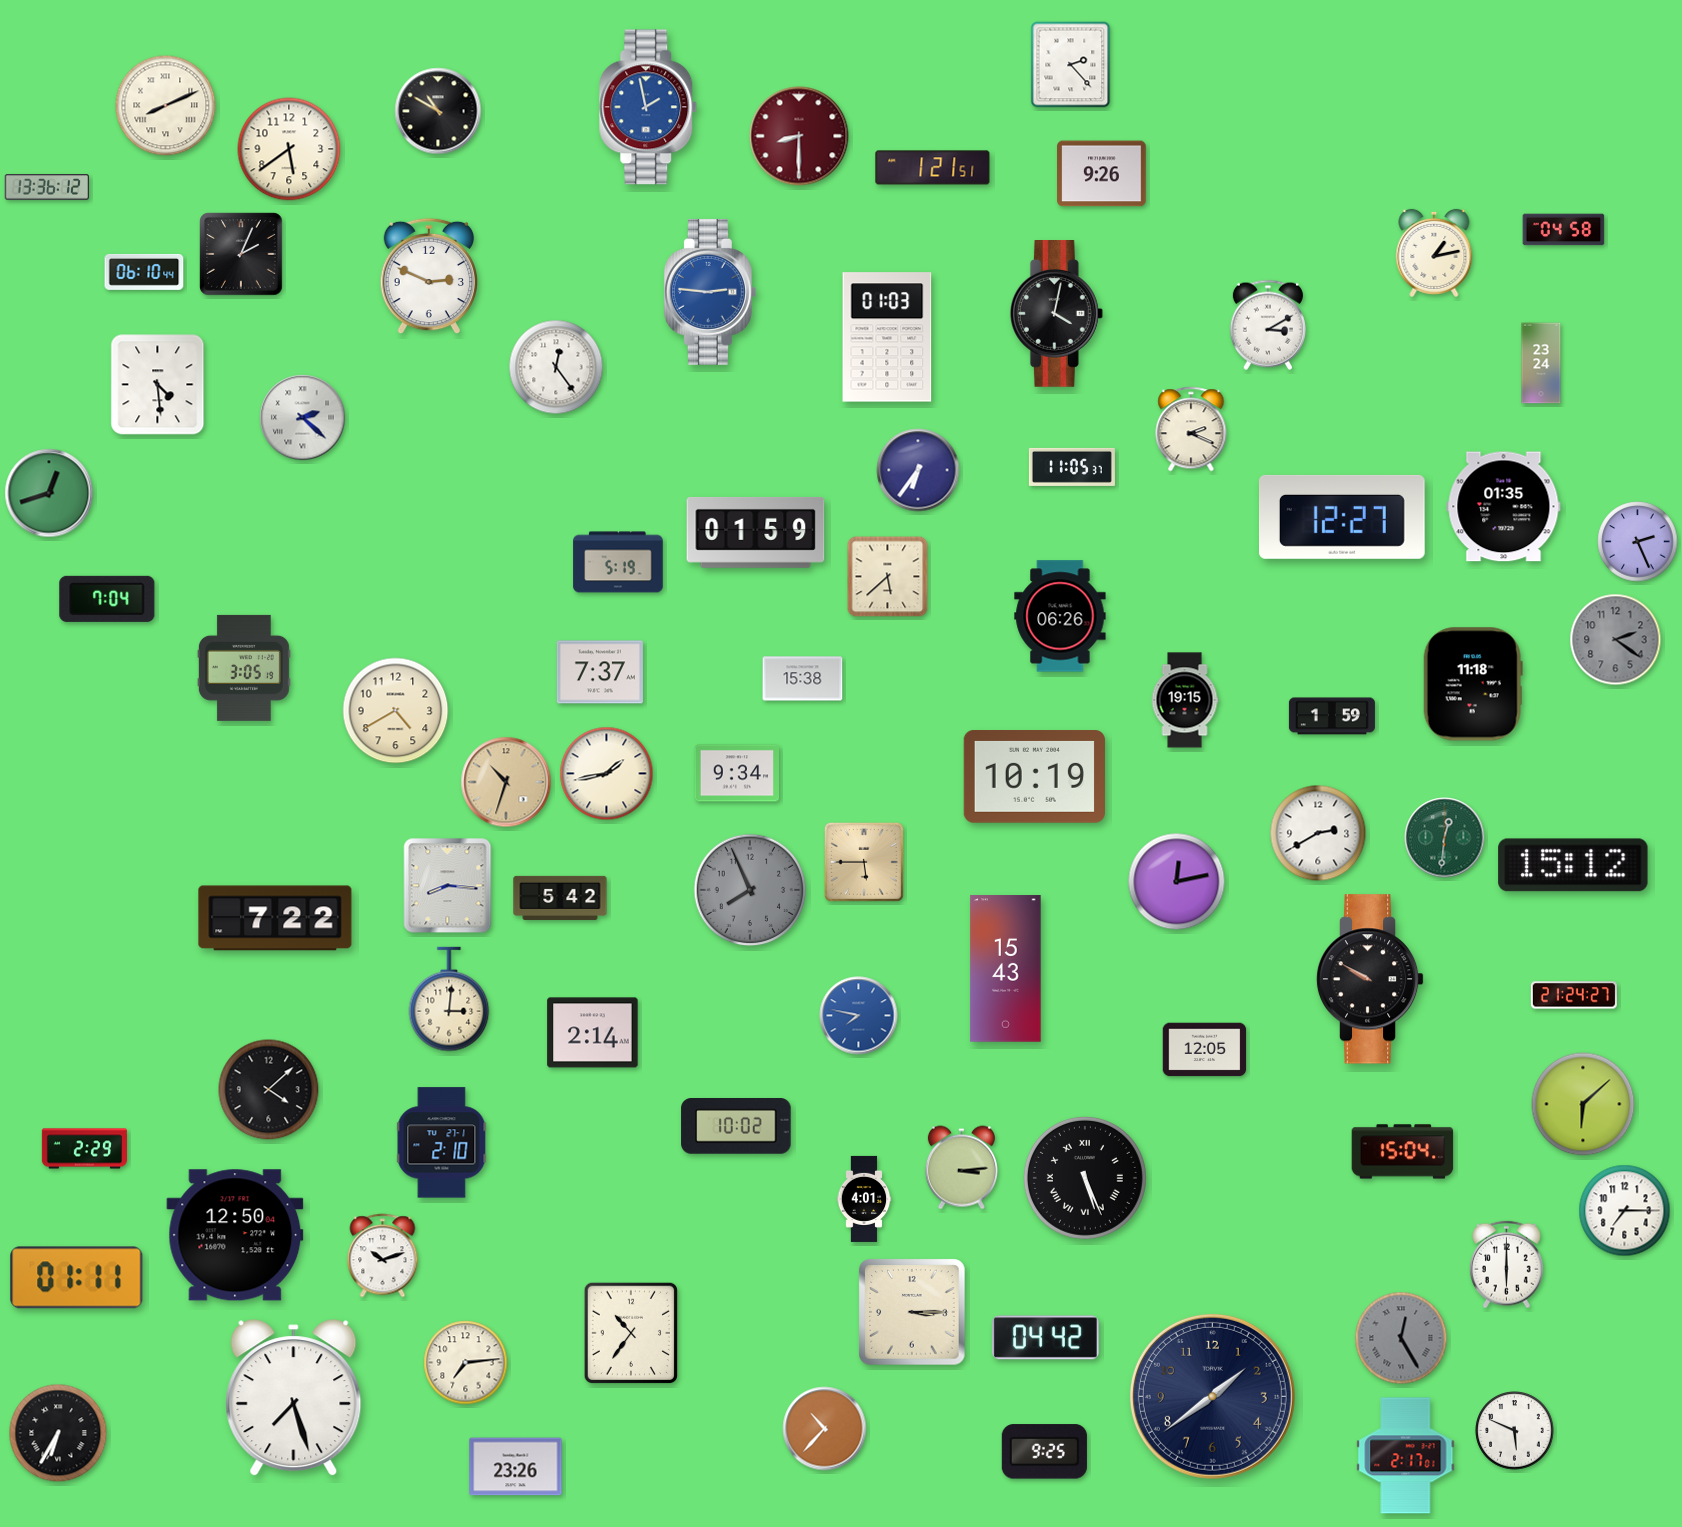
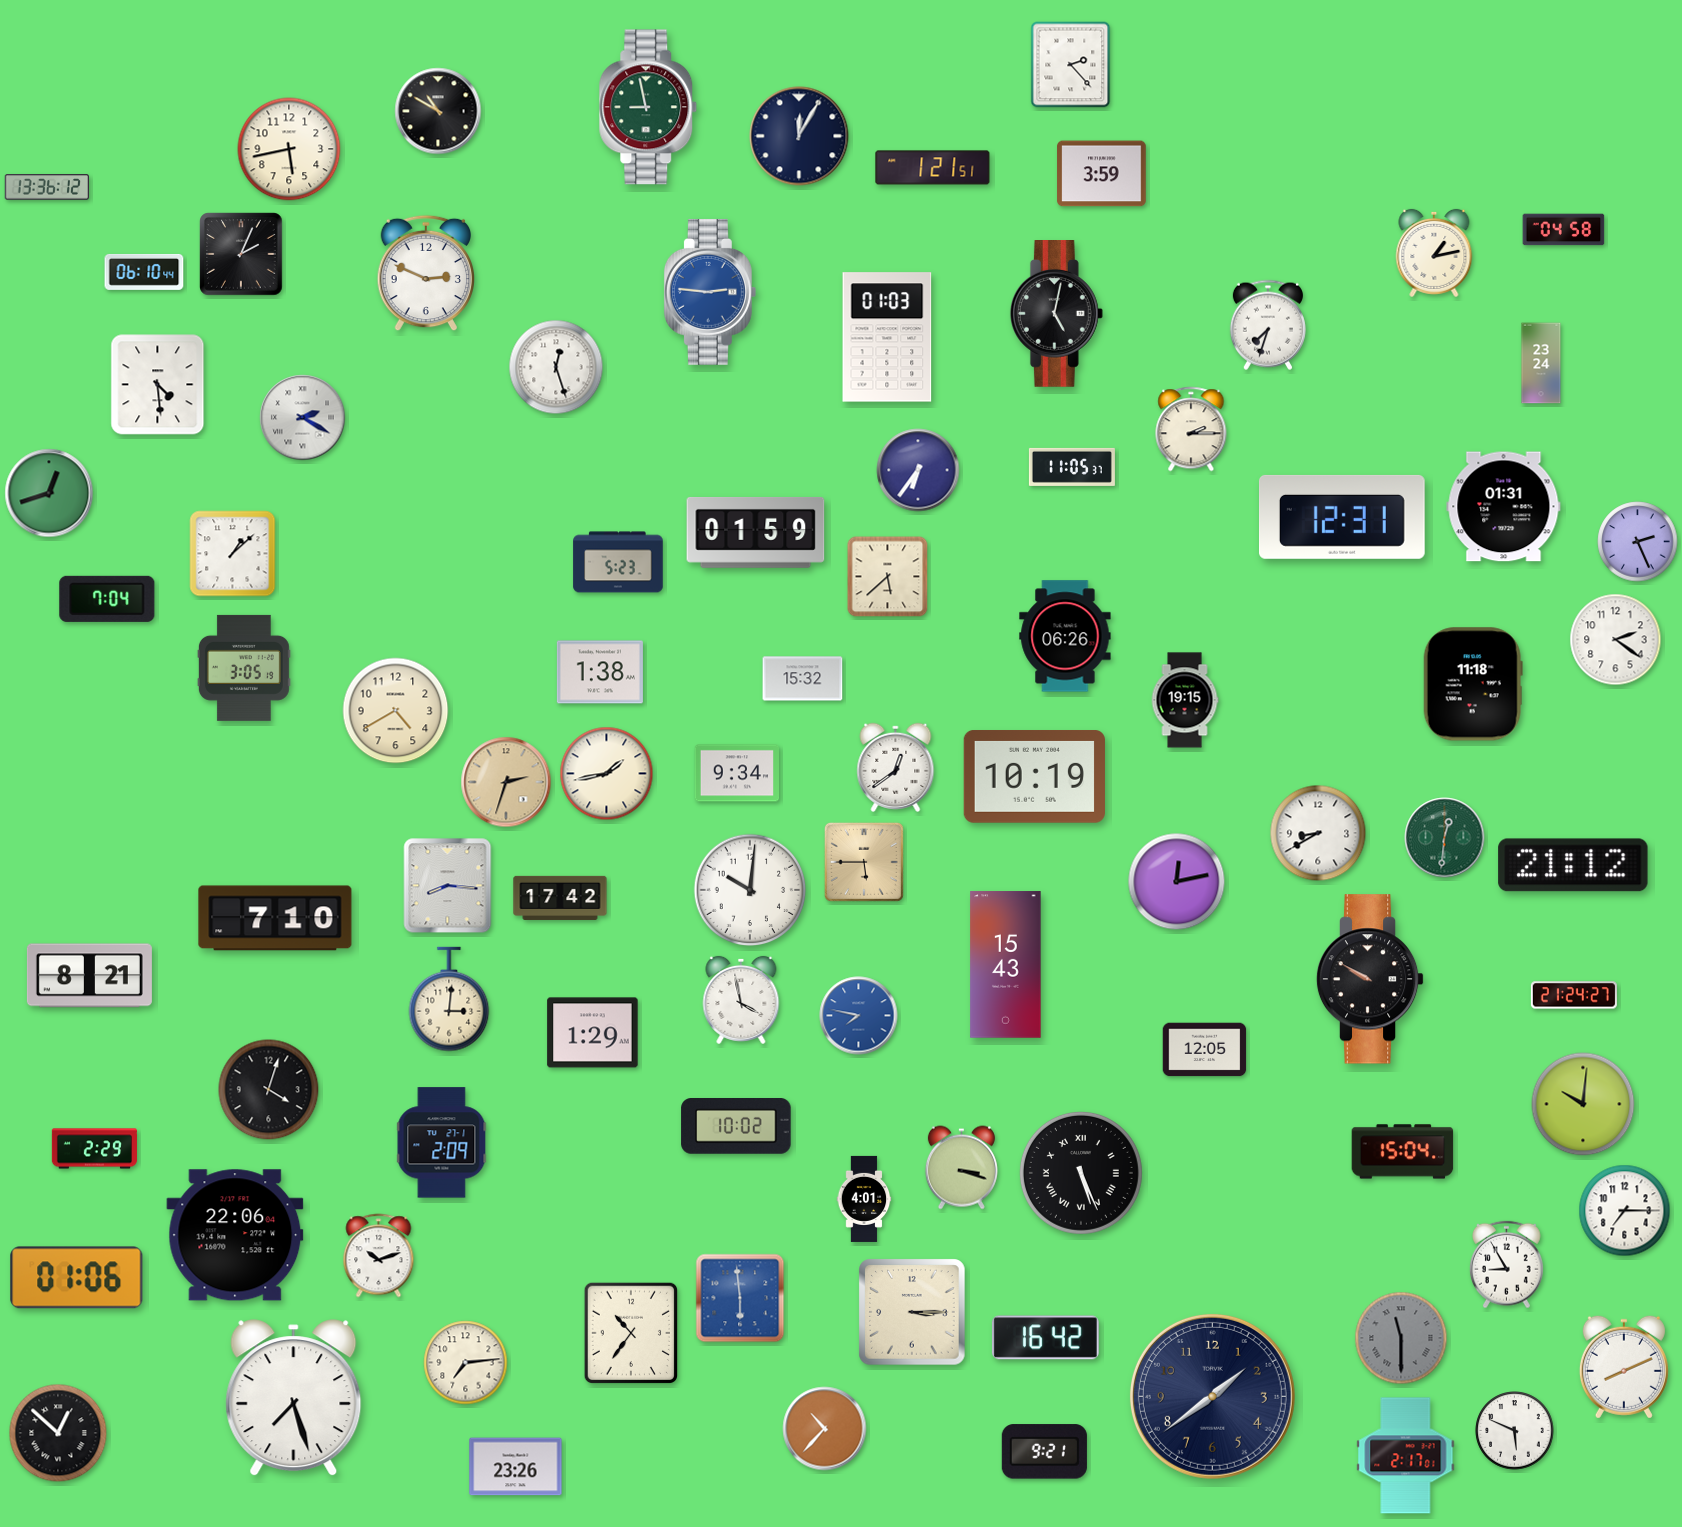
clock at (166, 106): 8:11 -> none
clock at (648, 107): 1:58 -> 8:58
clock at (648, 107) dial: blue -> green
clock at (799, 136): 8:30 -> 12:05
clock at (799, 136) dial: burgundy -> navy
clock at (289, 149): 5:39 -> 5:43
clock at (1102, 174): 9:26 -> 3:59
clock at (429, 276) position: (429, 276) -> (426, 273)
clock at (1056, 314): 4:02 -> 5:02
clock at (1268, 325): 3:10 -> 7:33
clock at (556, 367): 12:24 -> 12:27
clock at (303, 418): 2:22 -> 2:20
clock at (1191, 429): 2:19 -> 2:15
clock at (1504, 507): 01:35 -> 01:31
clock at (1343, 517): 12:27 -> 12:31
clock at (233, 554): none -> 1:08
clock at (618, 562): 5:19 -> 5:23
clock at (1060, 616) position: (1060, 616) -> (1065, 636)
clock at (1616, 640) dial: grey -> white
clock at (600, 672): 7:37 -> 1:38
clock at (803, 679): 15:38 -> 15:32
clock at (1332, 716): 1:59 -> none
clock at (896, 767): none -> 12:39
clock at (506, 782): 10:33 -> 2:33
clock at (1318, 833): 2:40 -> 8:40
clock at (1573, 865): 15:12 -> 21:12
clock at (750, 890): 7:56 -> 10:01
clock at (750, 890) dial: grey -> white
clock at (560, 898): 5:42 -> 17:42
clock at (275, 918): 7:22 -> 7:10
clock at (1006, 969) position: (1006, 969) -> (1006, 965)
clock at (89, 976): none -> 8:21
clock at (741, 1000): none -> 3:58
clock at (593, 1033): 2:14 -> 1:29
clock at (269, 1090): 4:08 -> 4:03
clock at (1583, 1104): 6:08 -> 10:01
clock at (442, 1143): 2:10 -> 2:09
clock at (84, 1149) position: (84, 1149) -> (94, 1149)
clock at (961, 1168): 3:14 -> 3:18
clock at (1085, 1178) position: (1085, 1178) -> (1081, 1173)
clock at (235, 1235): 12:50 -> 22:06
clock at (383, 1256) position: (383, 1256) -> (379, 1256)
clock at (1507, 1265): 6:00 -> 8:55
clock at (77, 1278): 01:11 -> 01:06
clock at (740, 1298): none -> 5:59
clock at (1045, 1338): 04:42 -> 16:42
clock at (1401, 1338): 12:25 -> 11:30
clock at (1624, 1367): none -> 8:11
clock at (58, 1433): 6:35 -> 12:52
clock at (1044, 1452): 9:25 -> 9:21
